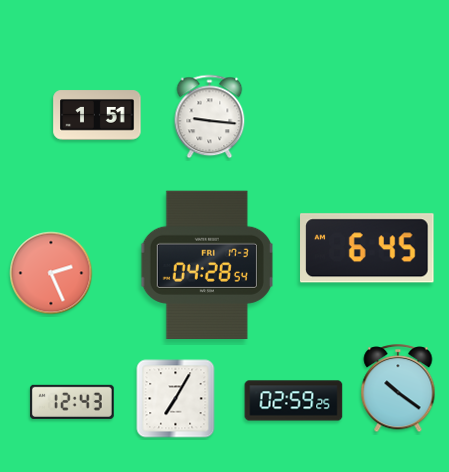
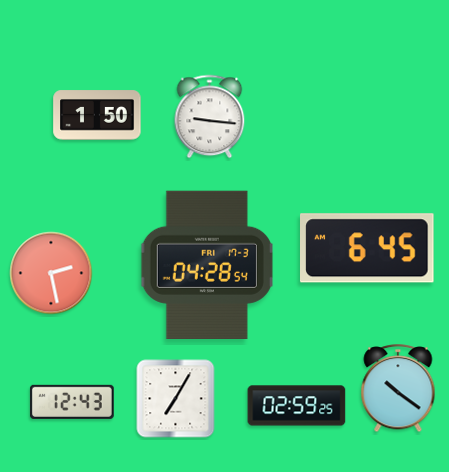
clock at (97, 115): 1:51 -> 1:50
clock at (51, 273): 2:26 -> 2:28
clock at (294, 401) position: (294, 401) -> (297, 406)
